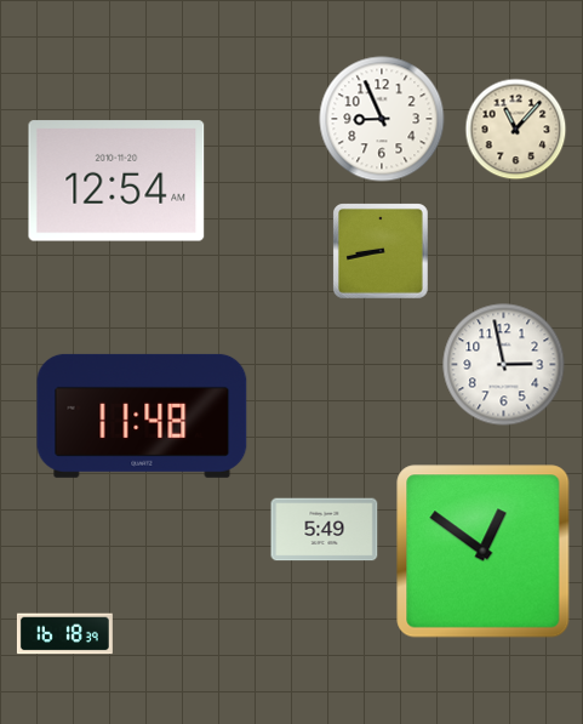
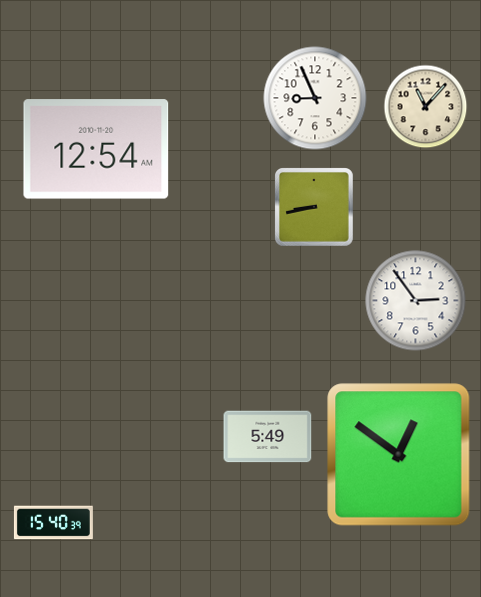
clock at (504, 365): 2:58 -> 2:54
clock at (142, 416): 11:48 -> none
clock at (64, 634): 16:18 -> 15:40
